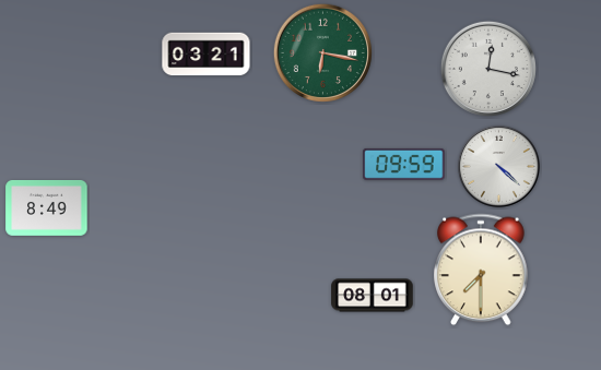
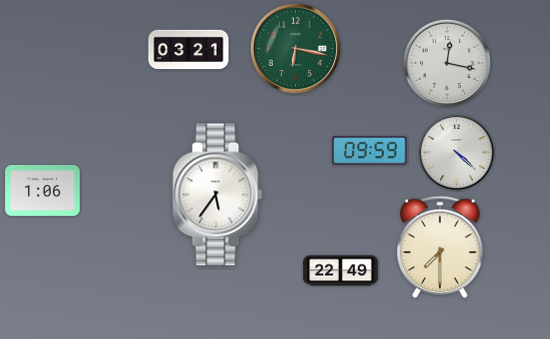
clock at (47, 207): 8:49 -> 1:06
clock at (218, 195): none -> 5:36
clock at (373, 296): 08:01 -> 22:49
